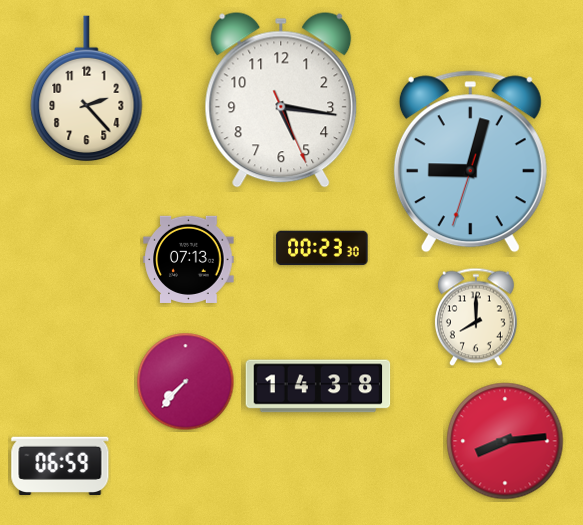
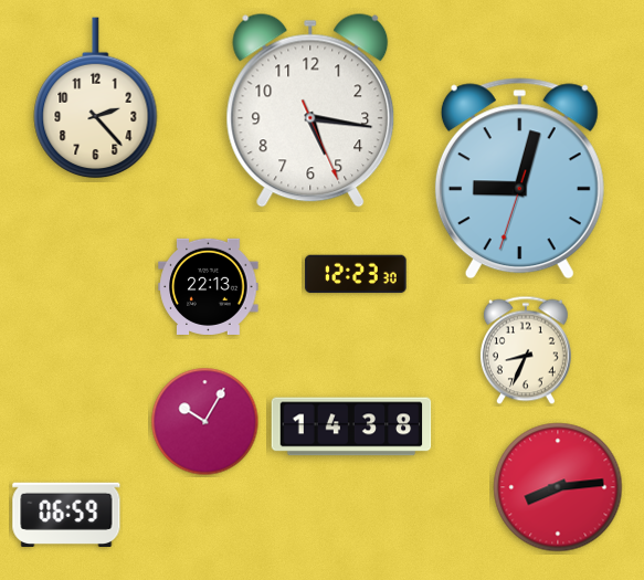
clock at (322, 248): 00:23 -> 12:23
clock at (189, 259): 07:13 -> 22:13
clock at (476, 317): 8:00 -> 8:34
clock at (186, 382): 7:37 -> 10:05
